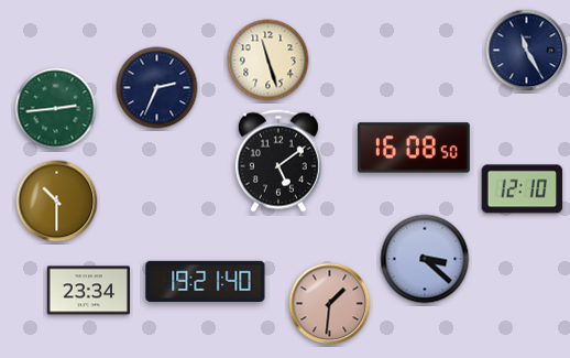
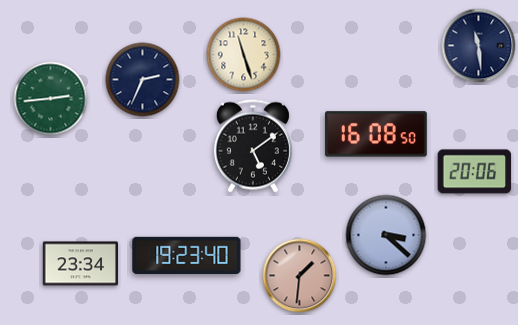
clock at (527, 51): 11:25 -> 11:29
clock at (523, 189): 12:10 -> 20:06
clock at (57, 202): 10:30 -> none
clock at (206, 281): 19:21 -> 19:23
